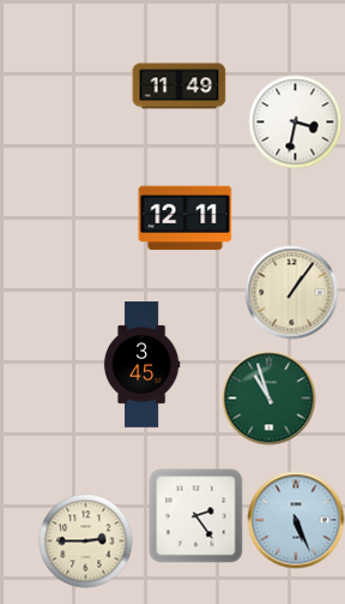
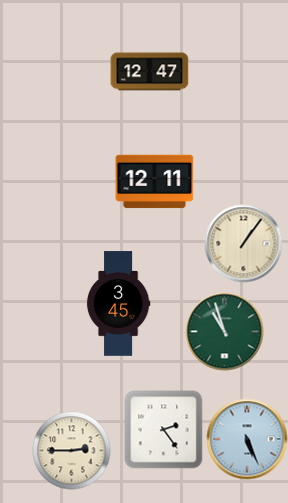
clock at (178, 86): 11:49 -> 12:47
clock at (295, 121): 3:32 -> none
clock at (296, 520) position: (296, 520) -> (247, 439)
